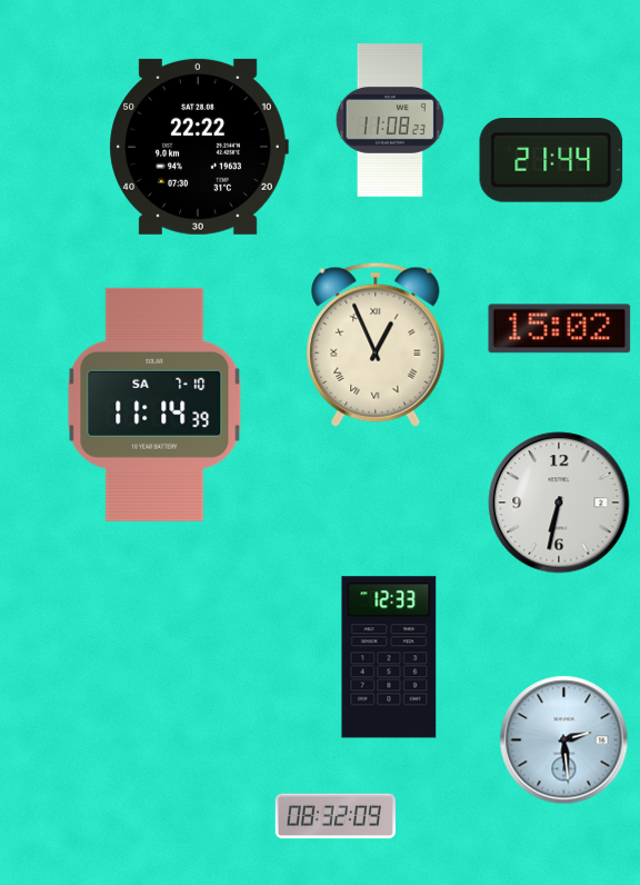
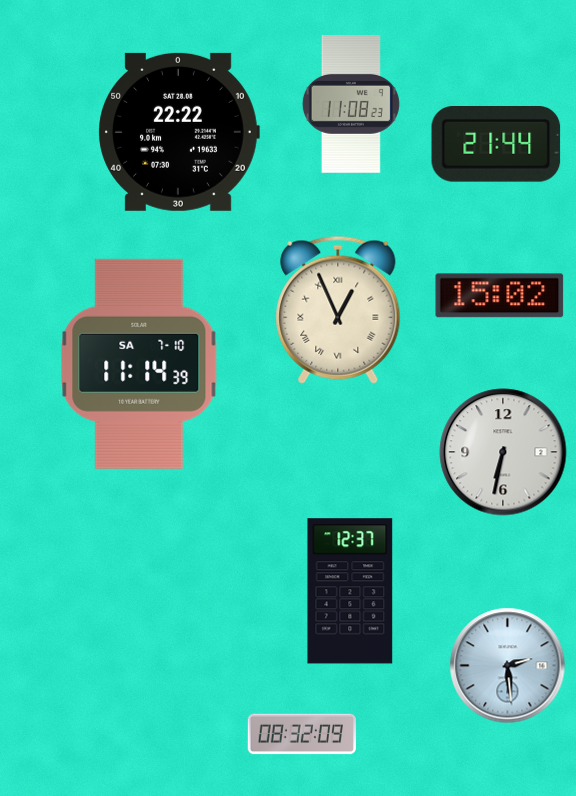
clock at (390, 121) position: (390, 121) -> (351, 105)
clock at (560, 329) position: (560, 329) -> (500, 296)
clock at (389, 657): 12:33 -> 12:37
